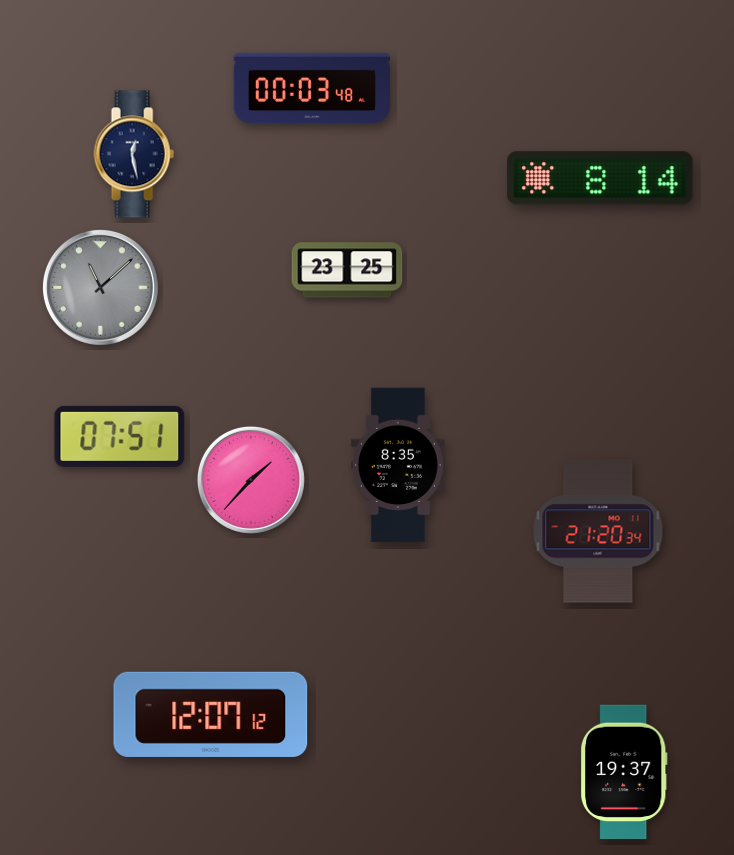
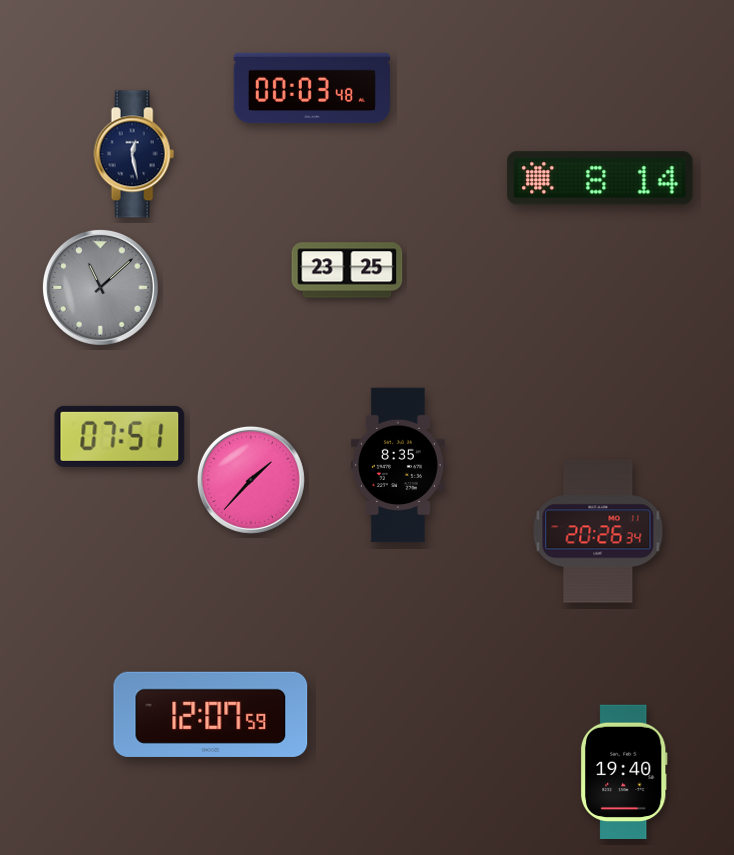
clock at (598, 531): 21:20 -> 20:26
clock at (211, 714): 12:07:12 -> 12:07:59
clock at (624, 771): 19:37 -> 19:40
